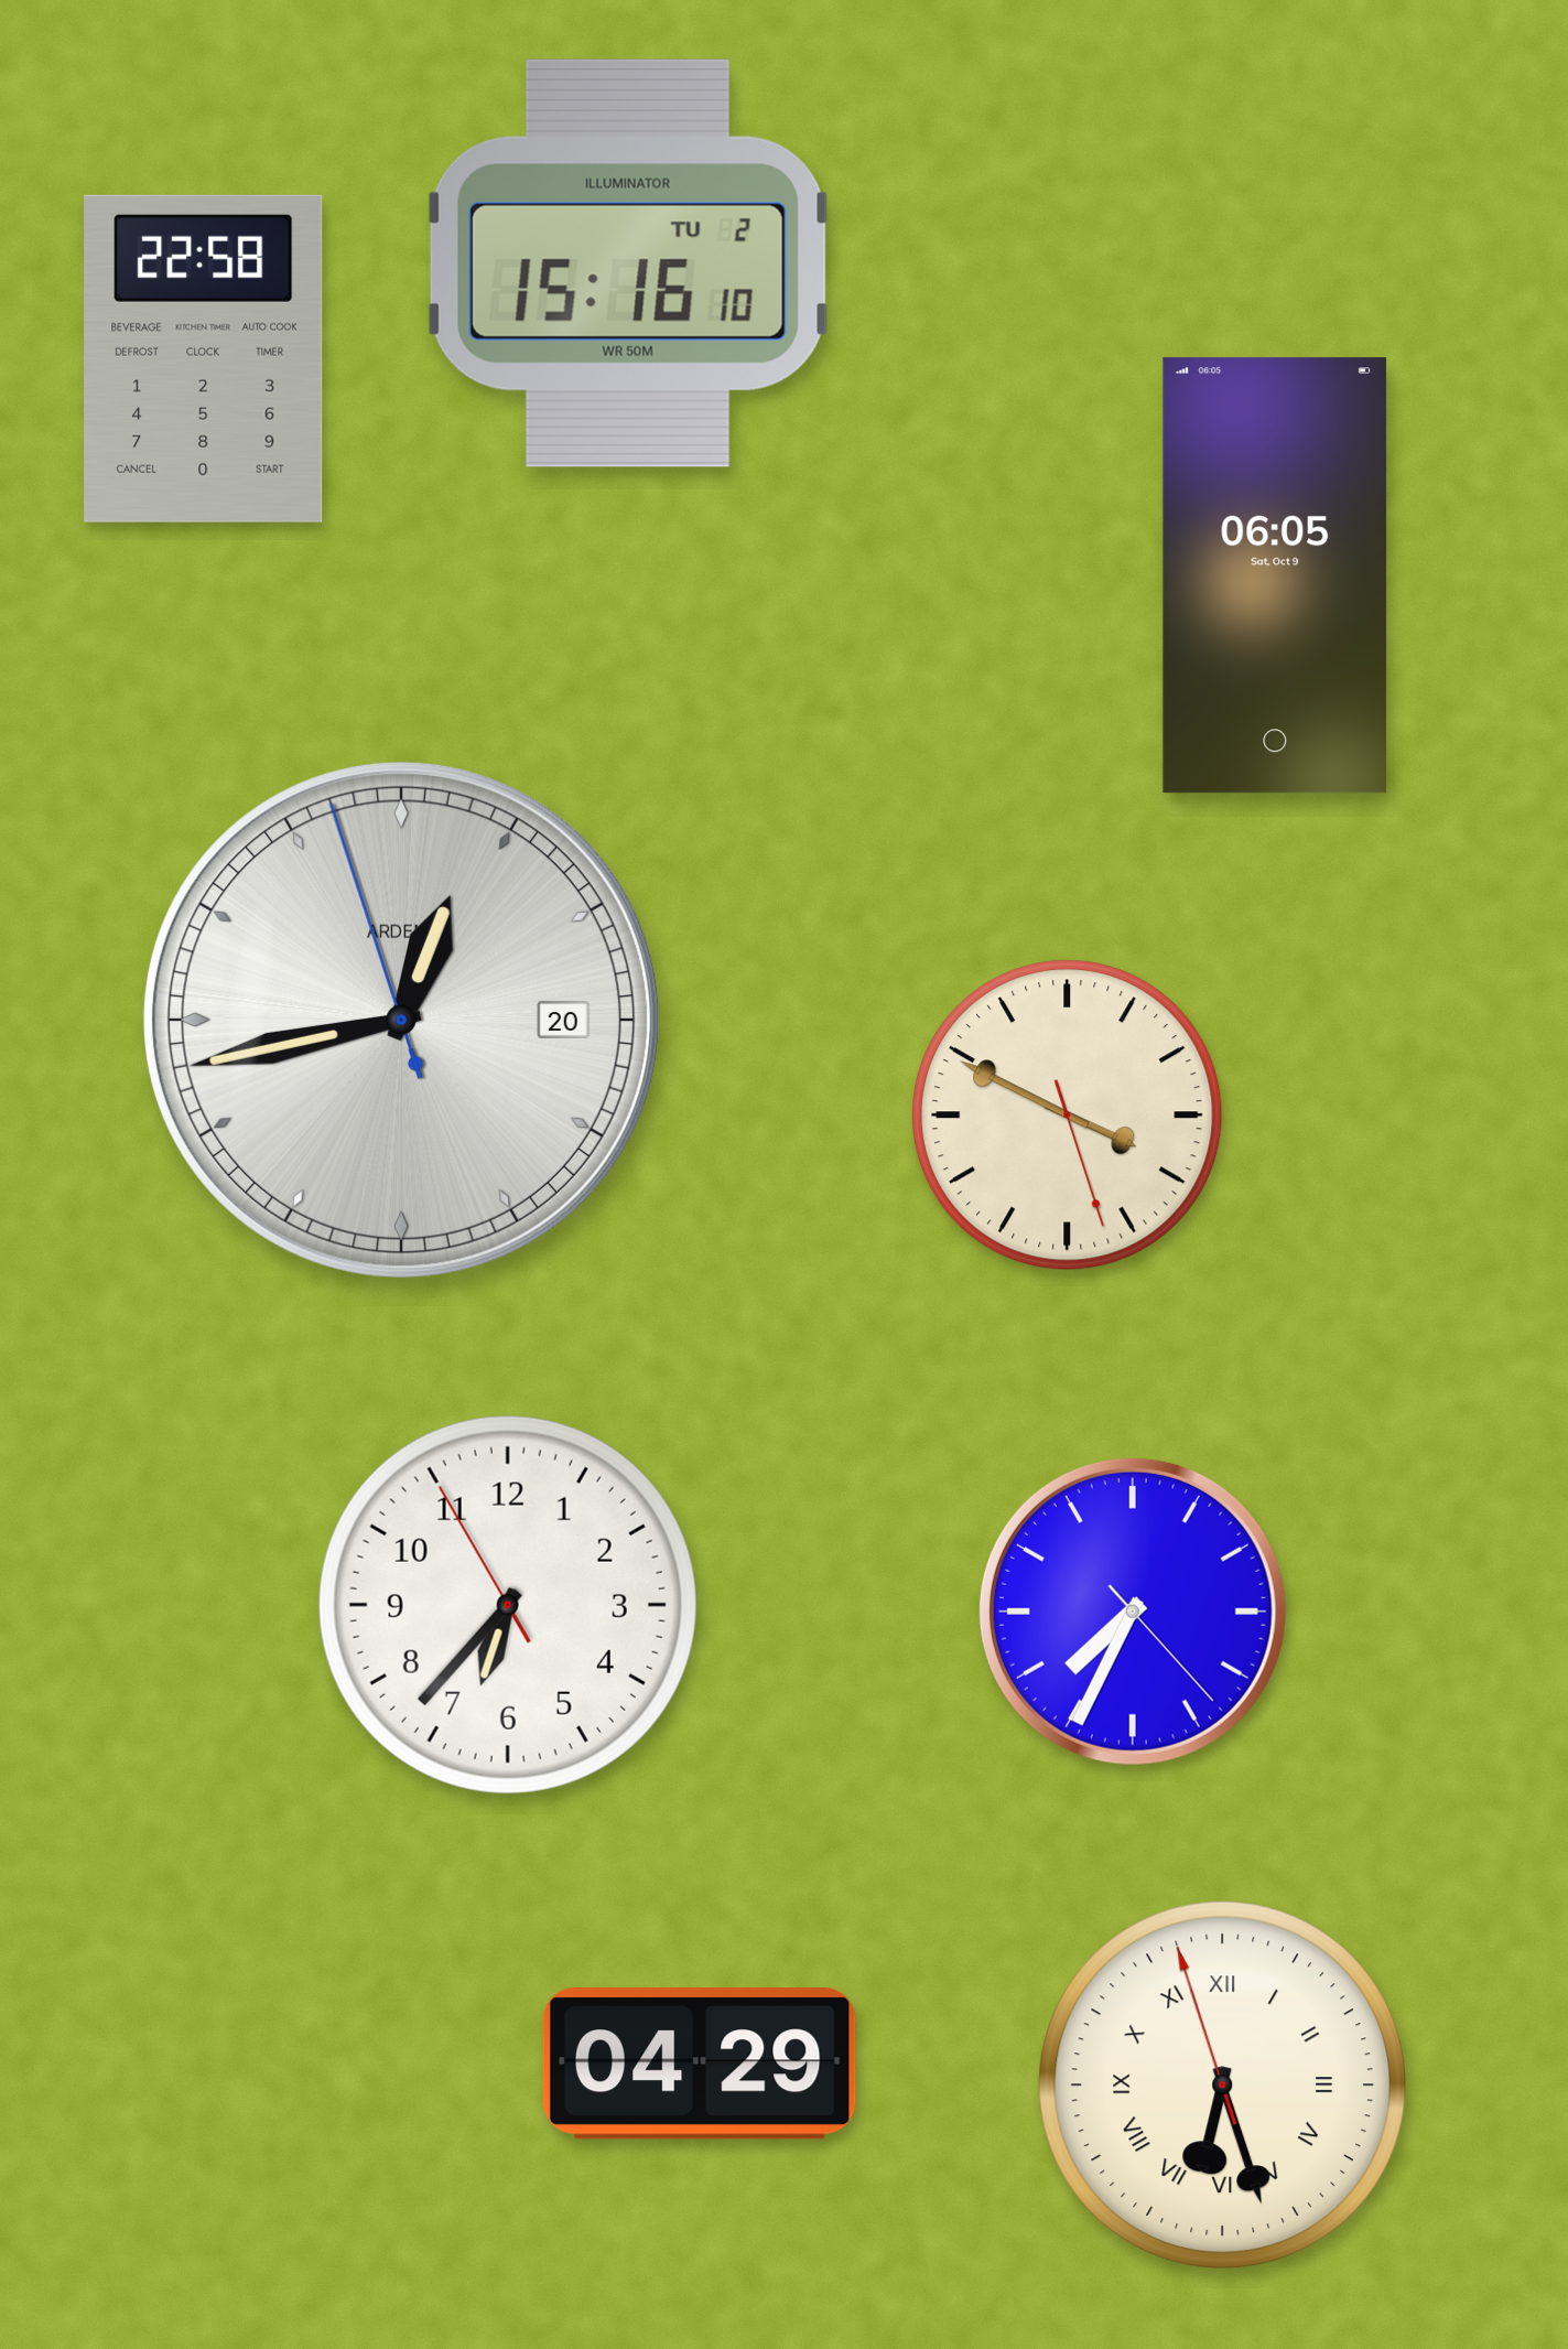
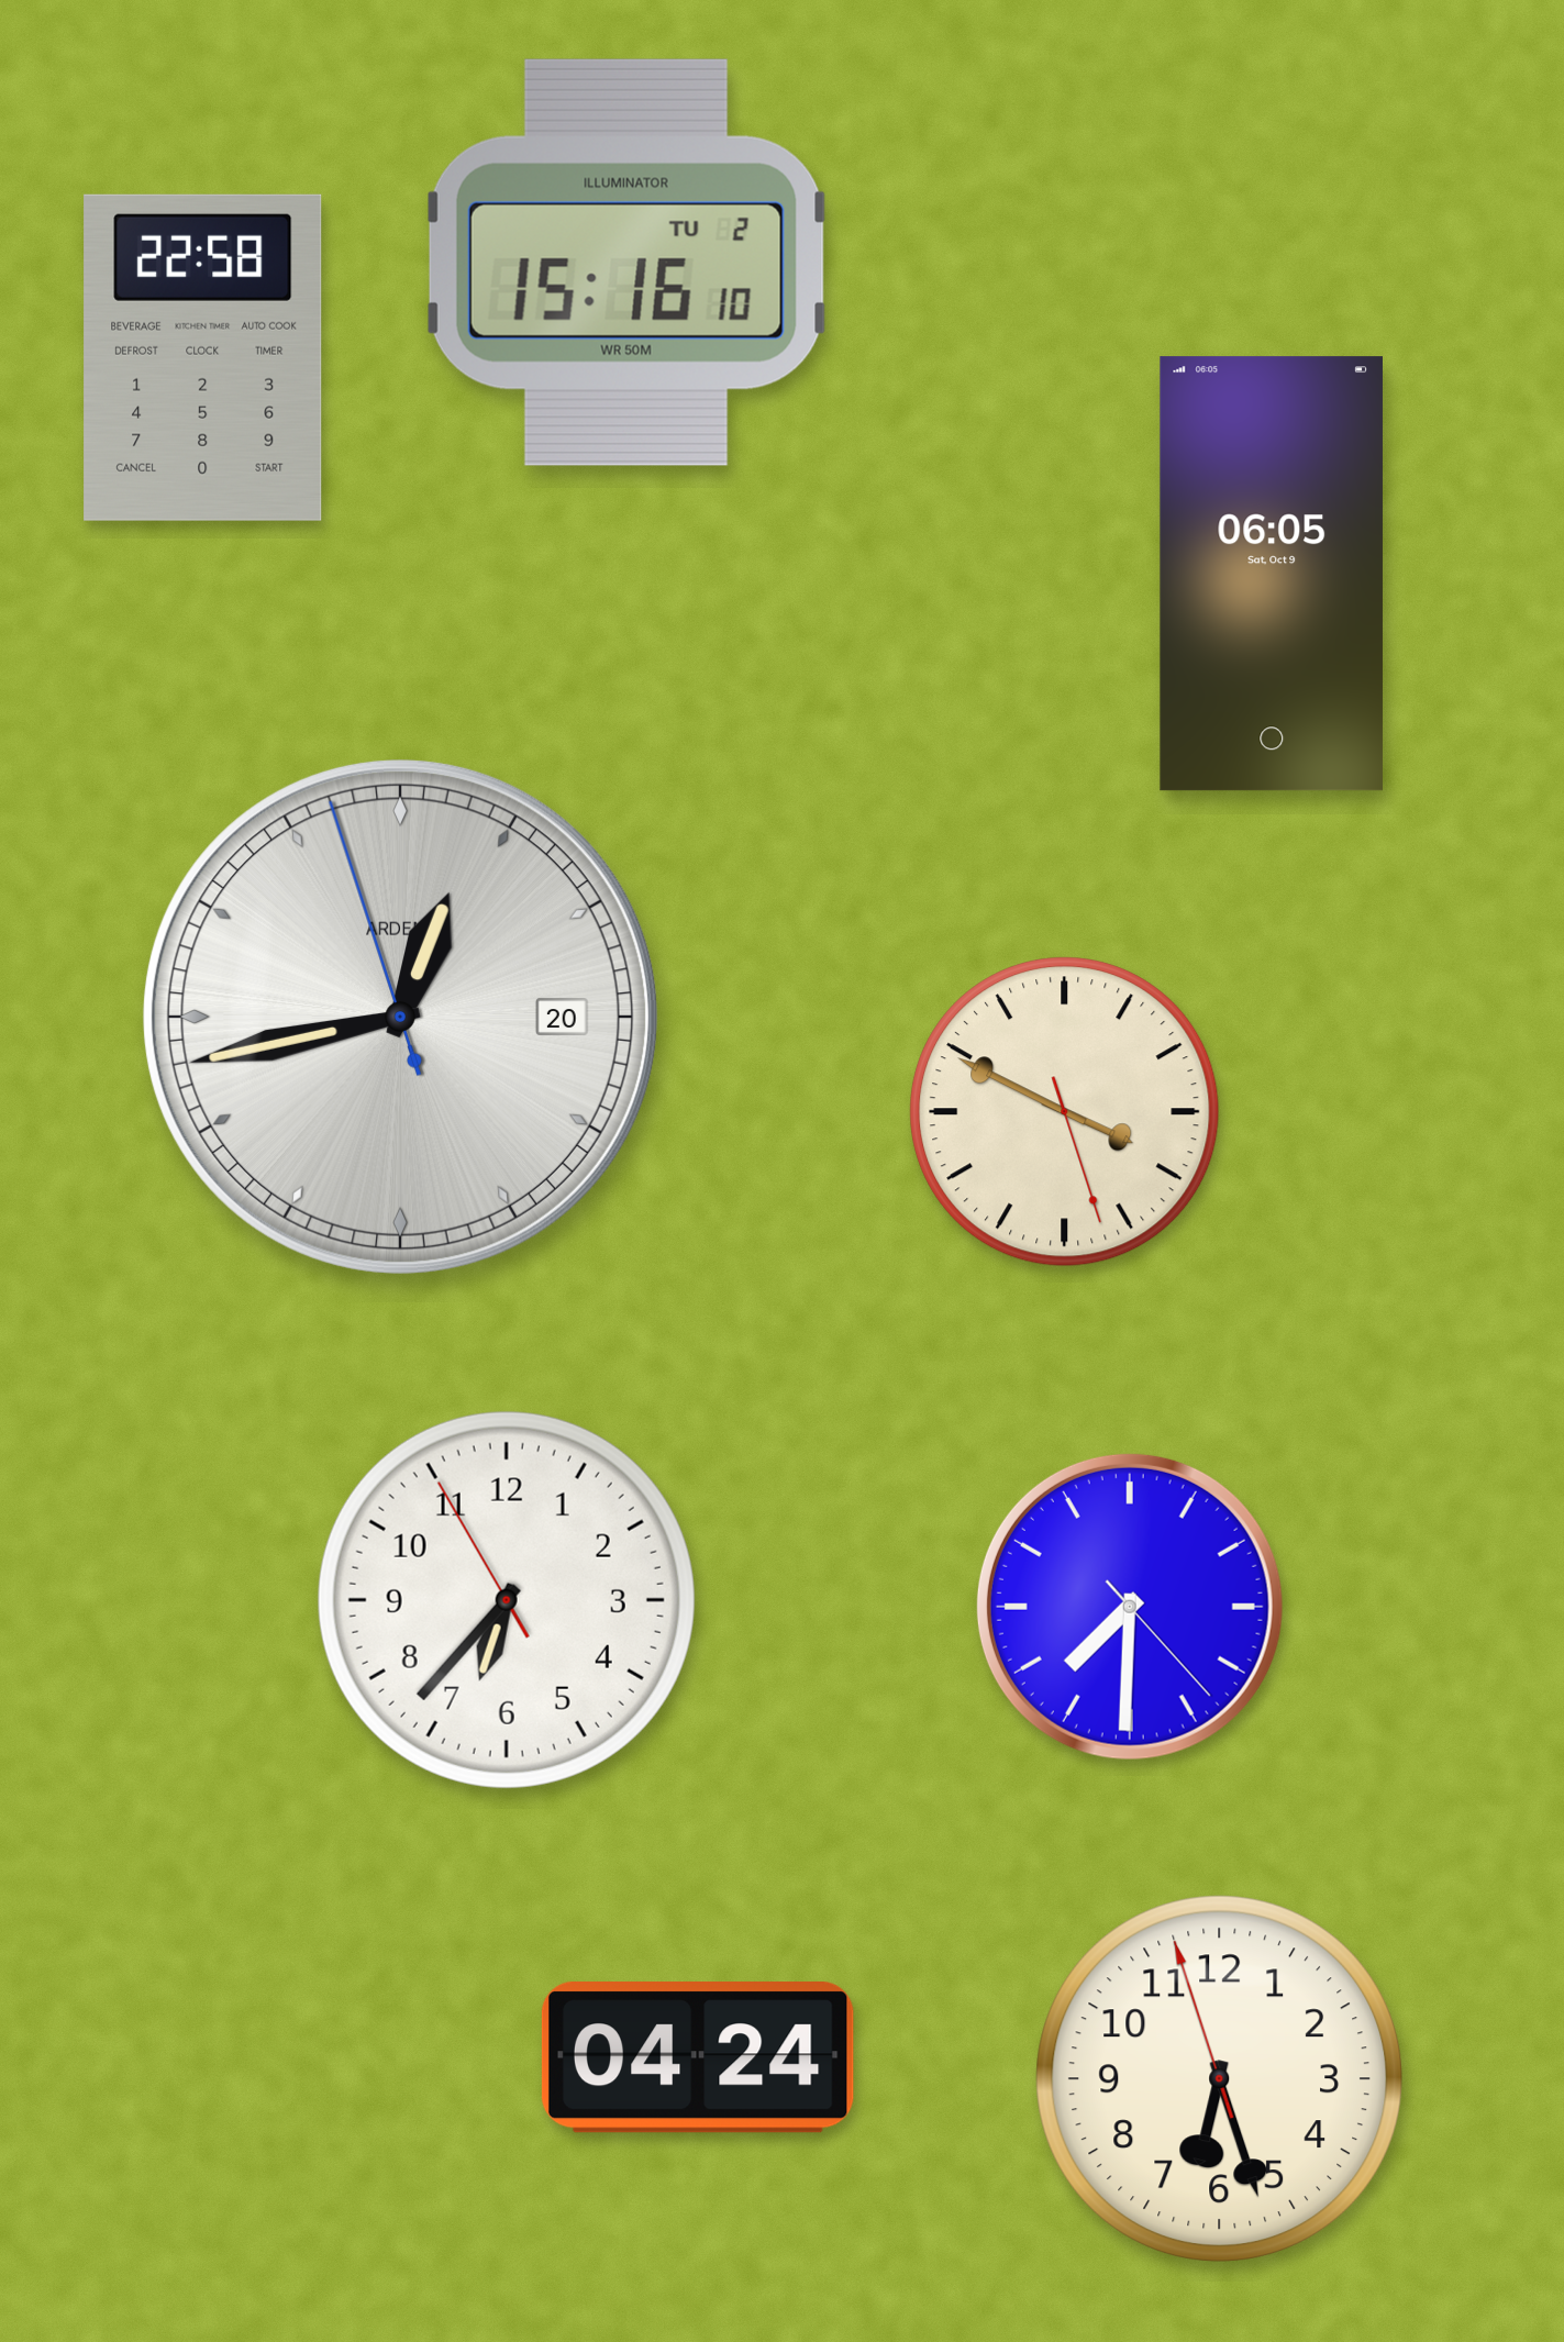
clock at (1133, 1612): 7:34 -> 7:30
clock at (700, 2065): 04:29 -> 04:24
clock at (1222, 2084) numerals: Roman -> Arabic
